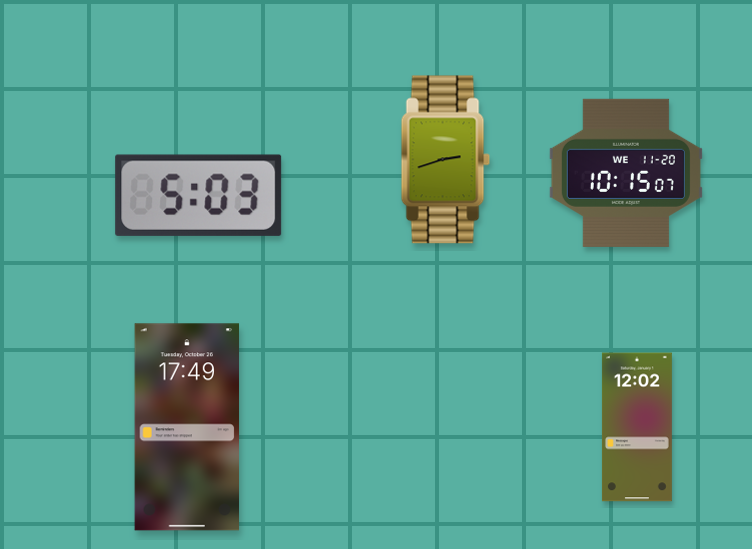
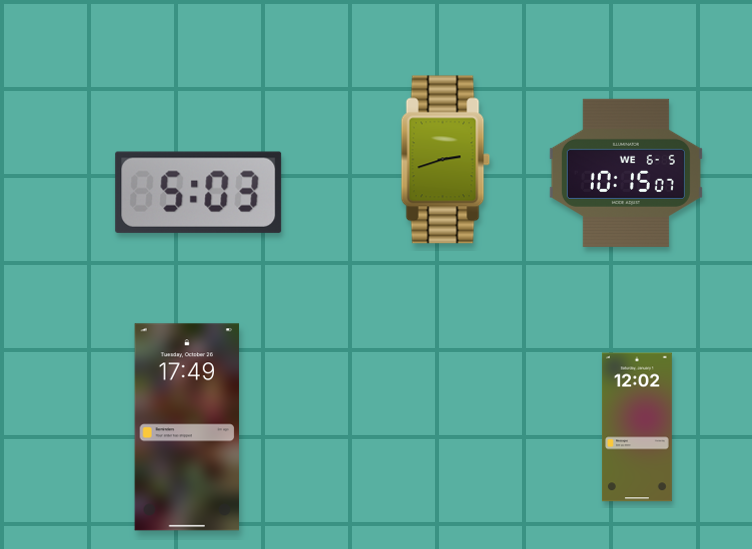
clock at (626, 173) date: WE 11-20 -> WE 6-5
clock at (199, 195) position: (199, 195) -> (199, 192)
